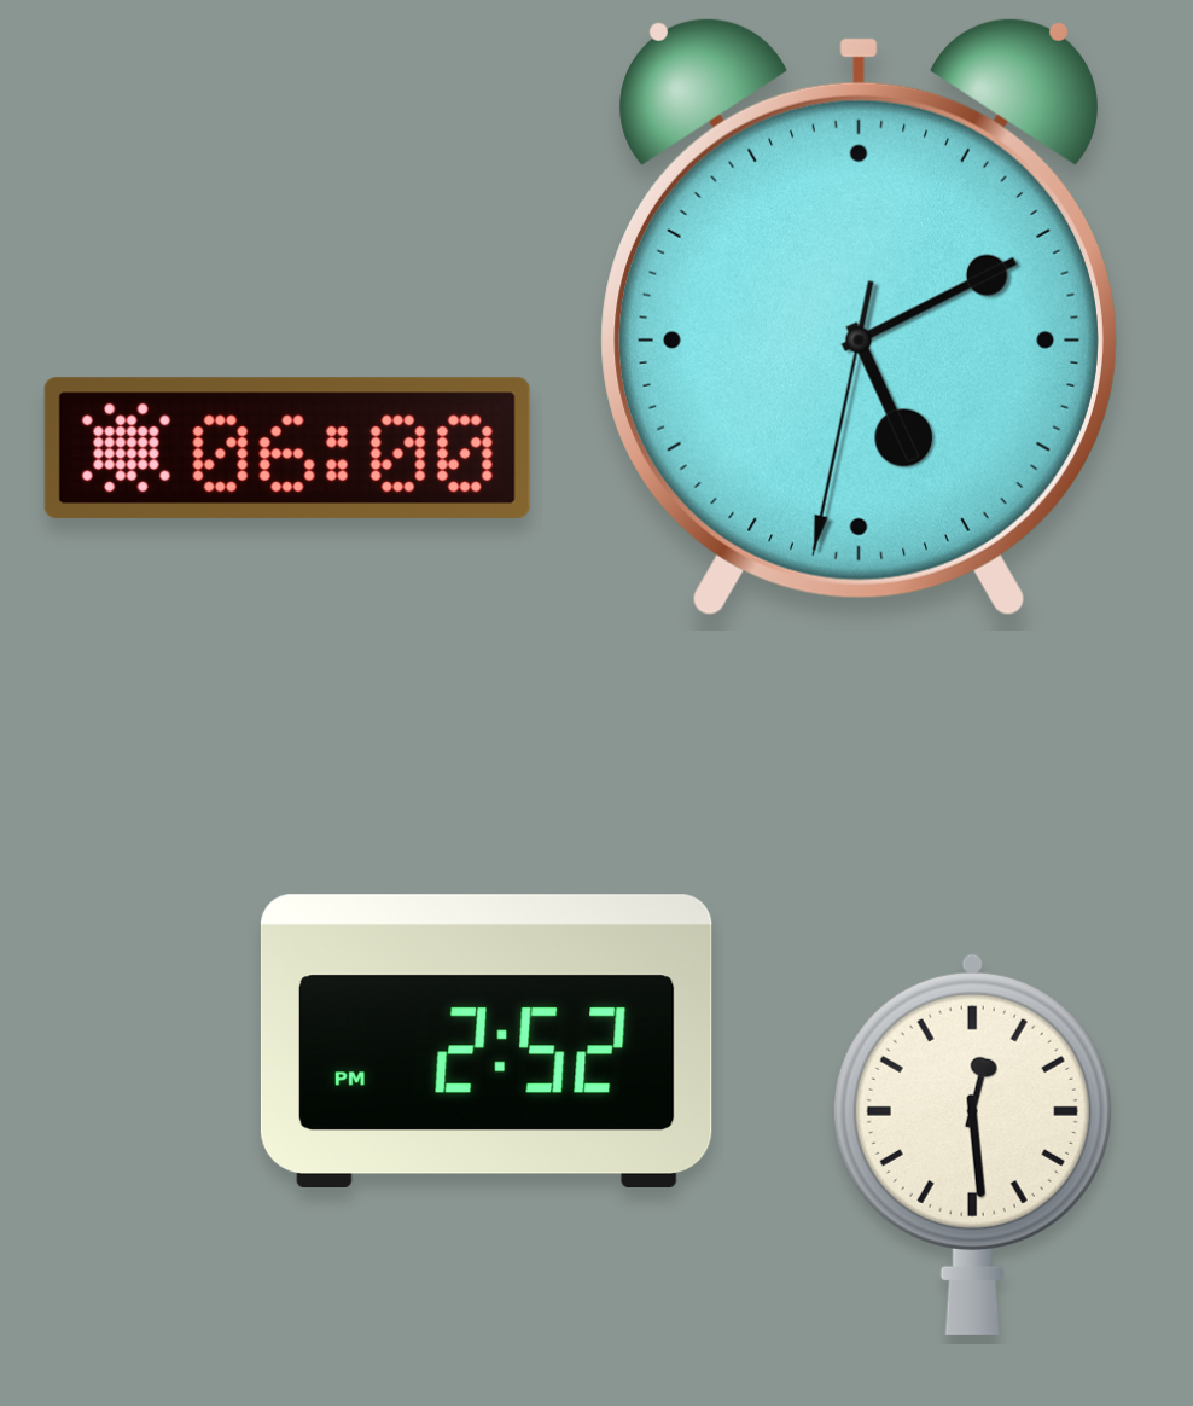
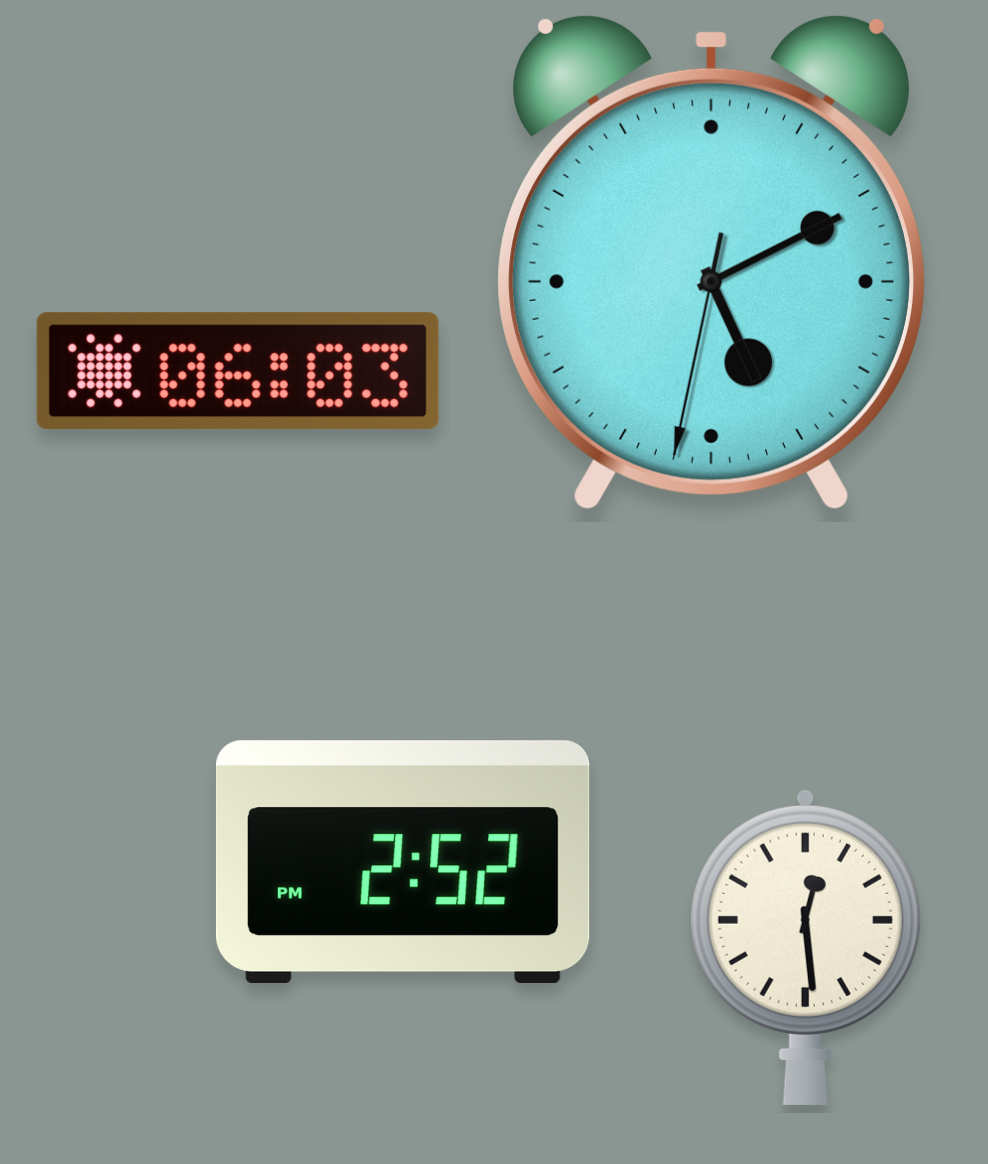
clock at (287, 448): 06:00 -> 06:03
